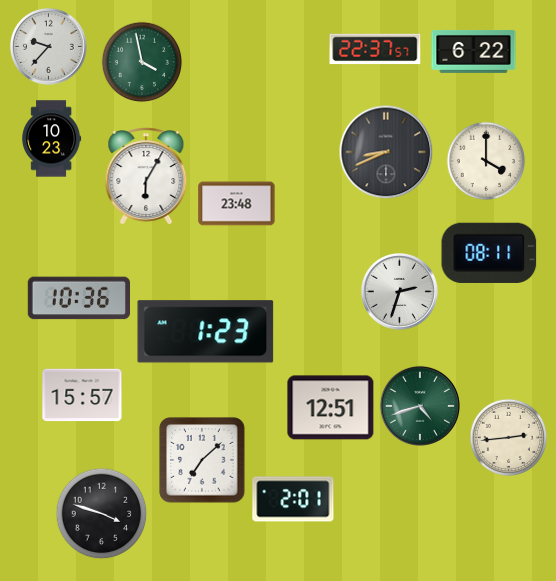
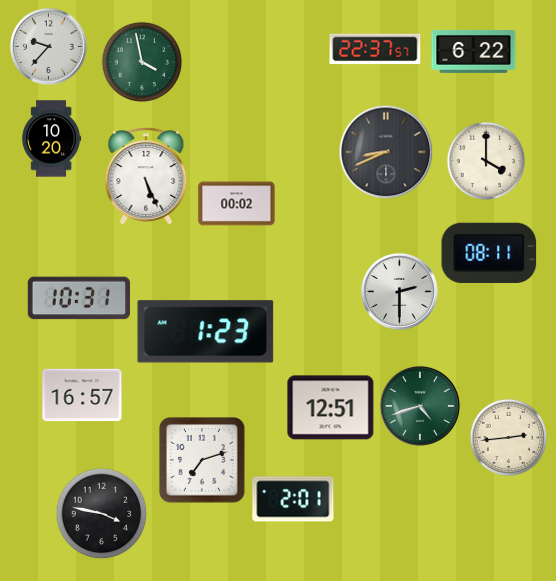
clock at (52, 139): 10:23 -> 10:20
clock at (146, 176): 6:05 -> 5:26
clock at (237, 204): 23:48 -> 00:02
clock at (399, 291): 2:33 -> 2:30
clock at (78, 298): 10:36 -> 10:31
clock at (82, 395): 15:57 -> 16:57
clock at (202, 460): 7:08 -> 7:12
clock at (101, 513): 3:48 -> 3:47
